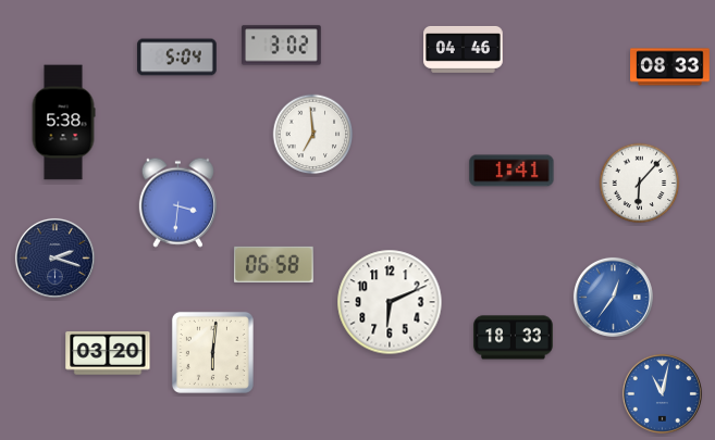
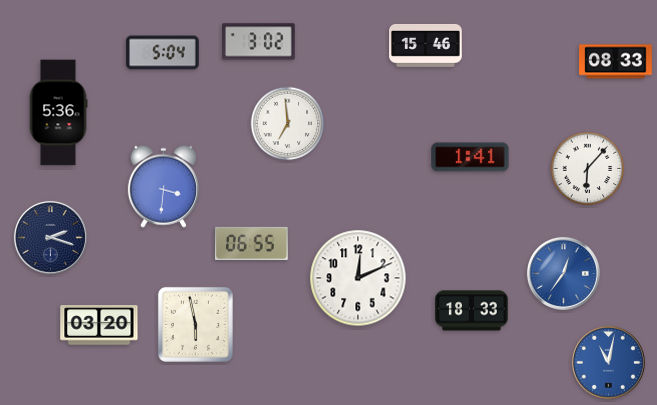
clock at (464, 49): 04:46 -> 15:46
clock at (63, 123): 5:38 -> 5:36
clock at (274, 264): 06:58 -> 06:55
clock at (390, 302): 6:11 -> 12:11
clock at (212, 352): 6:01 -> 5:58
